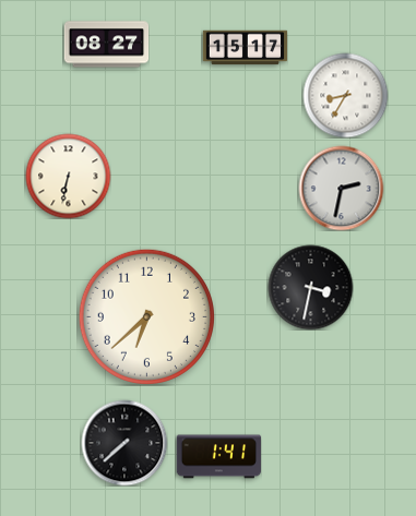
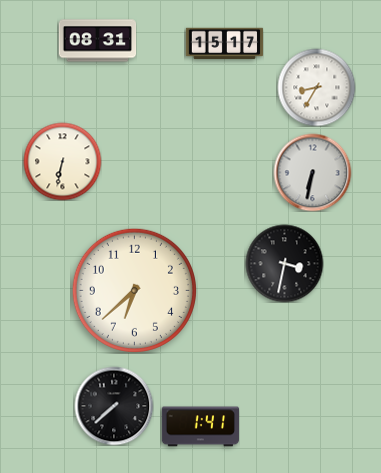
clock at (106, 45): 08:27 -> 08:31
clock at (341, 188): 2:32 -> 6:32
clock at (218, 457) position: (218, 457) -> (200, 427)
